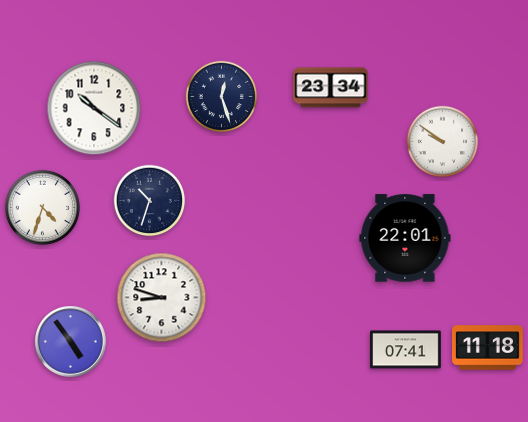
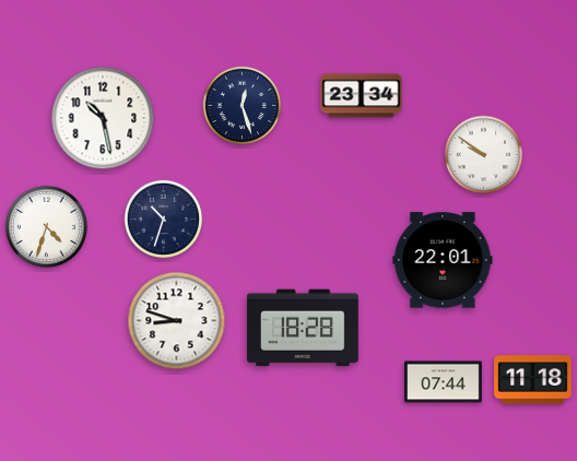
clock at (94, 108): 10:21 -> 10:28
clock at (162, 298) position: (162, 298) -> (177, 321)
clock at (303, 328): none -> 18:28
clock at (71, 342): 4:54 -> none
clock at (406, 350): 07:41 -> 07:44
